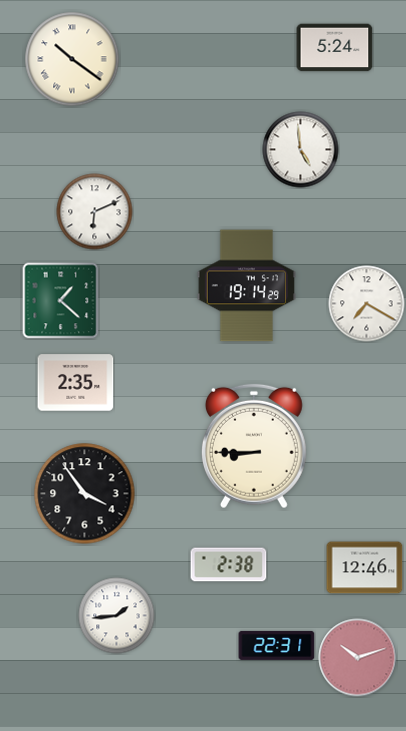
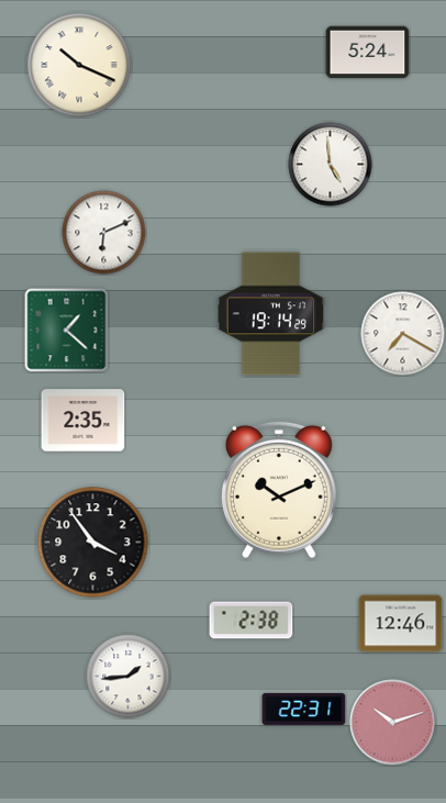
clock at (72, 59): 10:21 -> 10:19
clock at (254, 446): 8:45 -> 10:11
